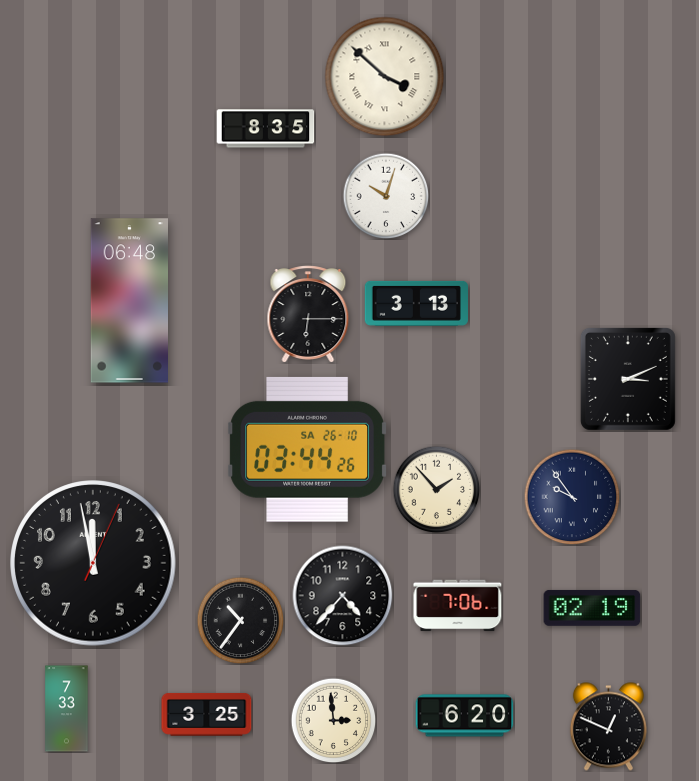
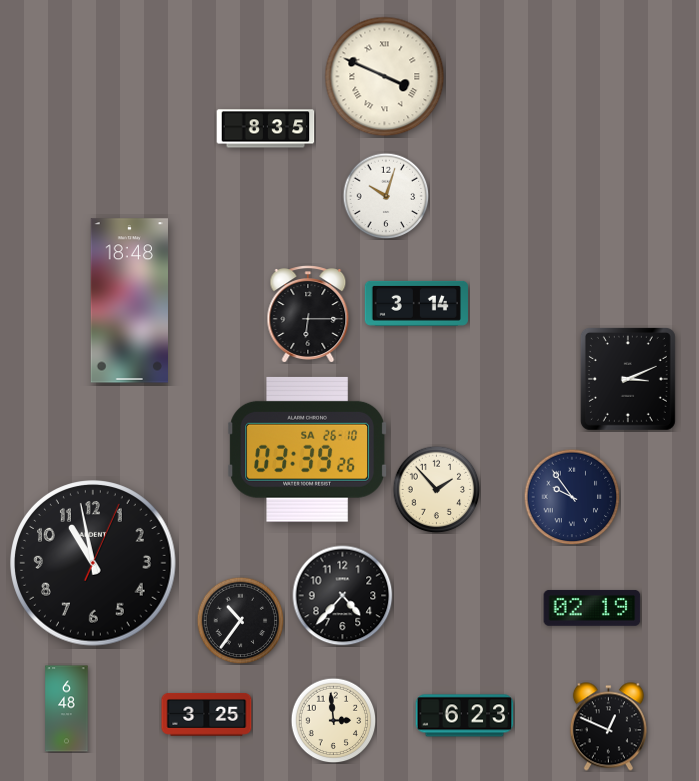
clock at (385, 77): 3:52 -> 3:49
clock at (129, 301): 06:48 -> 18:48
clock at (416, 303): 3:13 -> 3:14
clock at (307, 449): 03:44 -> 03:39
clock at (93, 563): 11:58 -> 10:58
clock at (458, 606): 7:06 -> none
clock at (67, 709): 7:33 -> 6:48
clock at (465, 716): 6:20 -> 6:23
